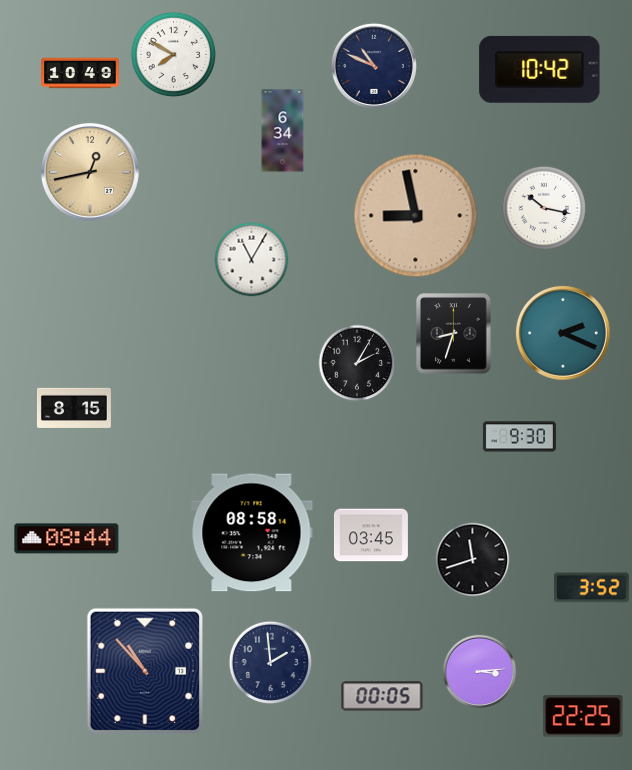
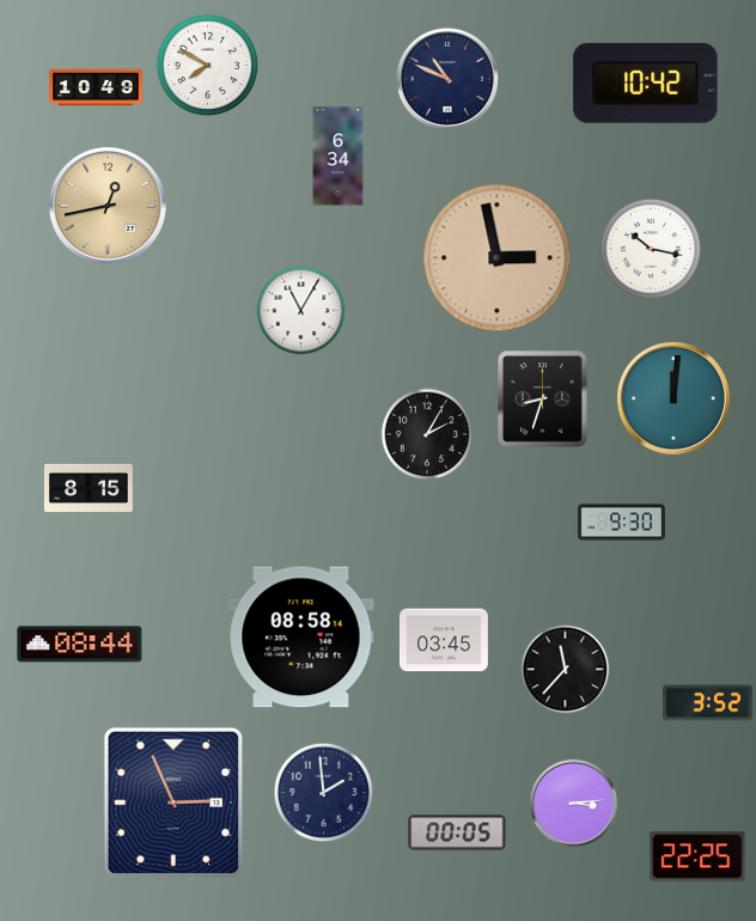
clock at (416, 216): 8:58 -> 2:58
clock at (563, 333): 2:19 -> 12:01
clock at (473, 560): 11:42 -> 11:37
clock at (144, 670): 10:53 -> 2:56
